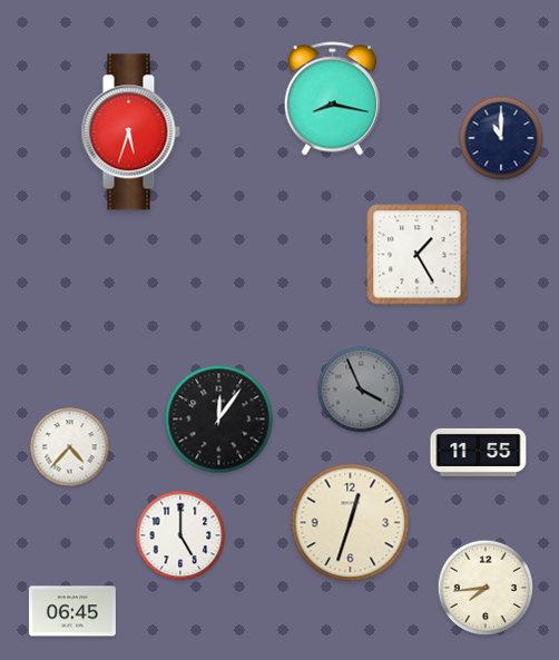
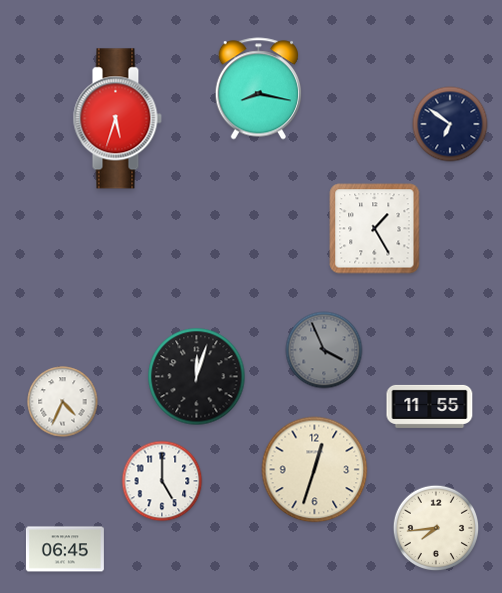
clock at (332, 99) position: (332, 99) -> (258, 89)
clock at (501, 138): 11:00 -> 6:51
clock at (219, 420): 12:06 -> 12:03
clock at (70, 447): 4:37 -> 4:34
